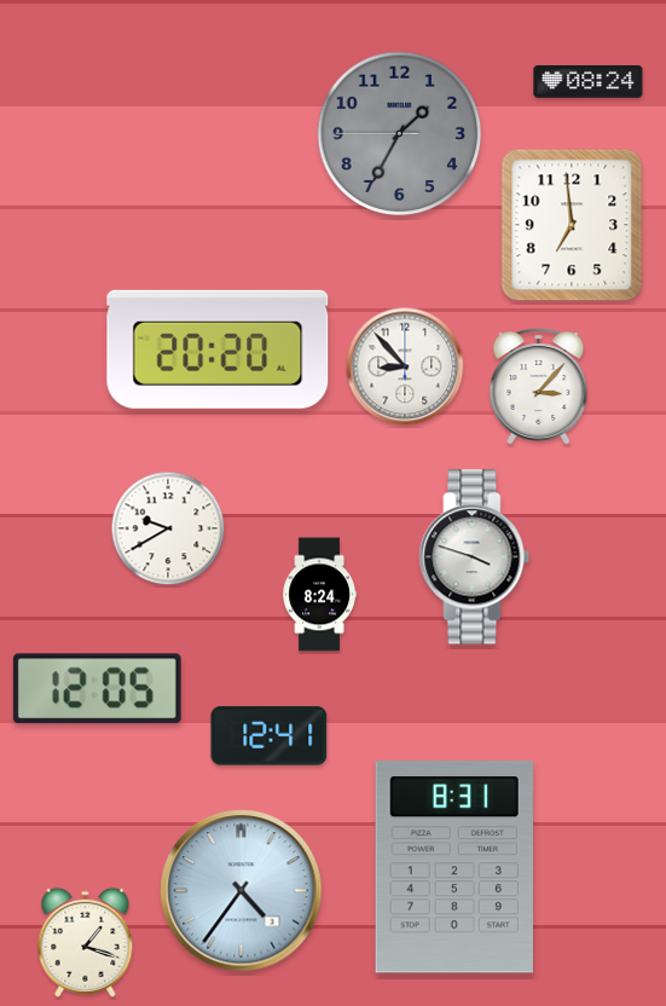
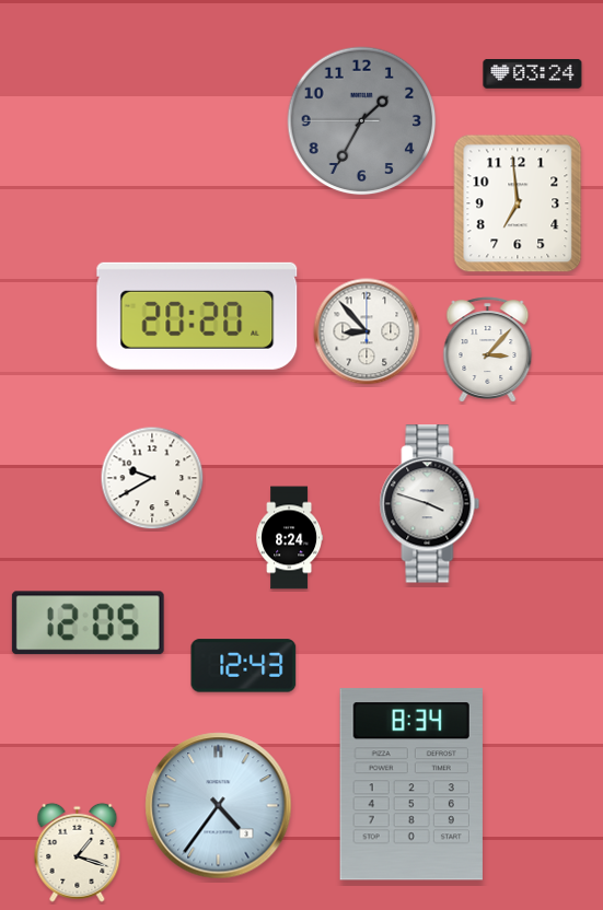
clock at (589, 82): 08:24 -> 03:24
clock at (270, 736): 12:41 -> 12:43
clock at (454, 867): 8:31 -> 8:34
